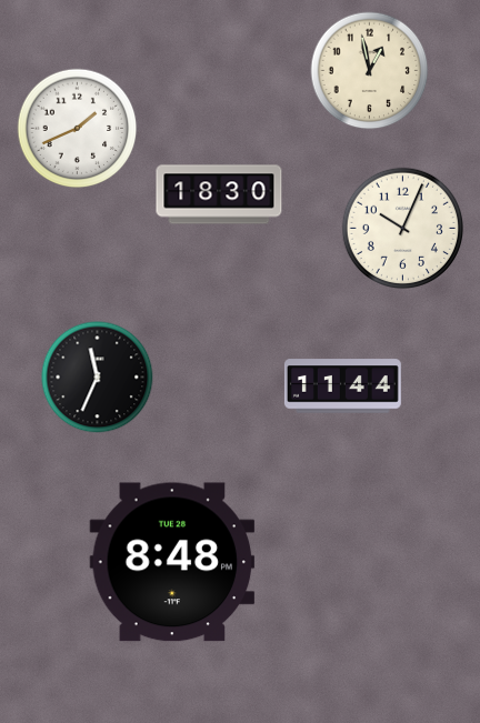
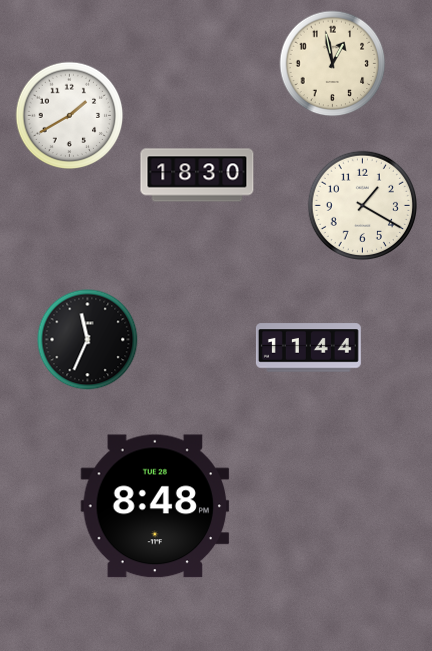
clock at (78, 129): 1:41 -> 1:40
clock at (402, 228): 10:04 -> 1:20
